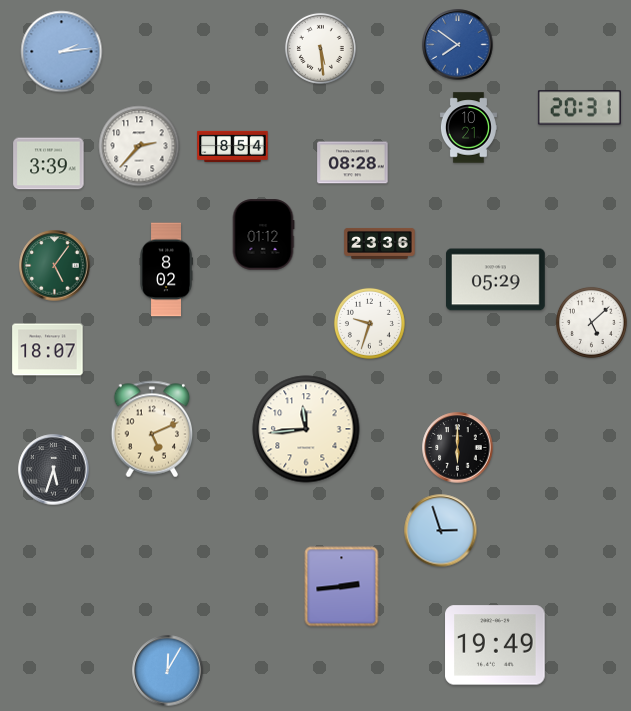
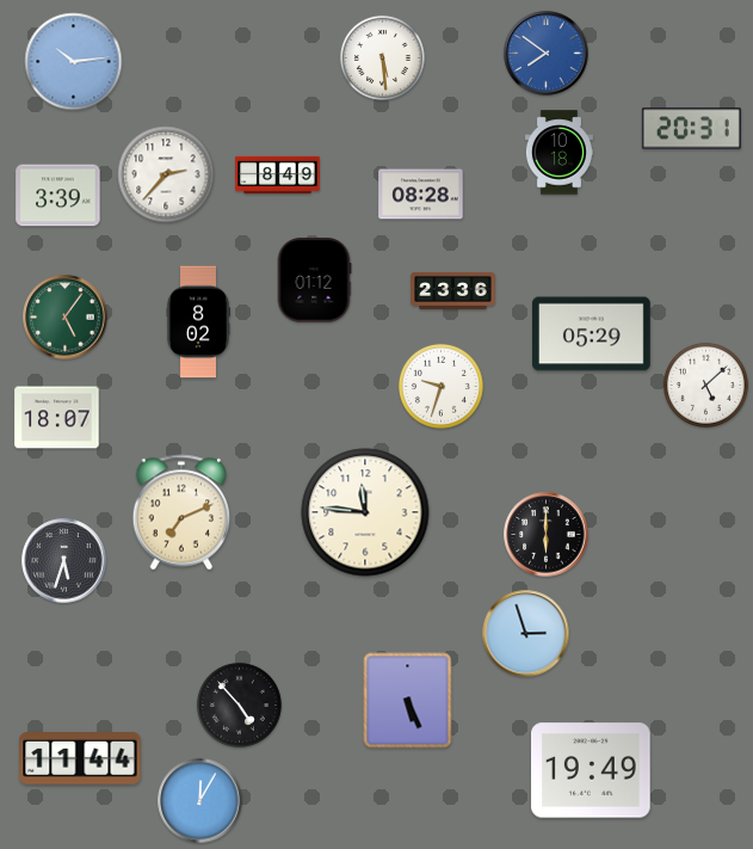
clock at (62, 52): 2:14 -> 10:14
clock at (468, 128): 10:21 -> 10:18
clock at (233, 146): 8:54 -> 8:49
clock at (152, 429): 5:11 -> 7:11
clock at (306, 429): 11:44 -> 11:46
clock at (342, 587): 2:44 -> 5:26
clock at (239, 705): none -> 4:53
clock at (80, 759): none -> 11:44
